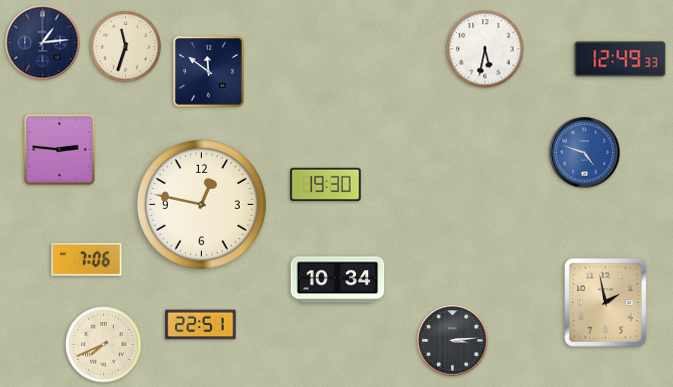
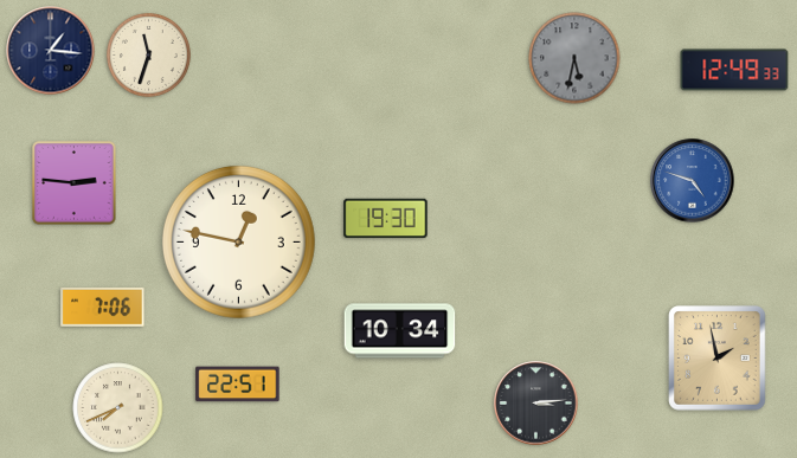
clock at (43, 43): 1:14 -> 1:16
clock at (485, 49) dial: white -> grey
clock at (209, 72): 11:51 -> none
clock at (60, 150) position: (60, 150) -> (75, 183)
clock at (104, 345) position: (104, 345) -> (118, 408)
